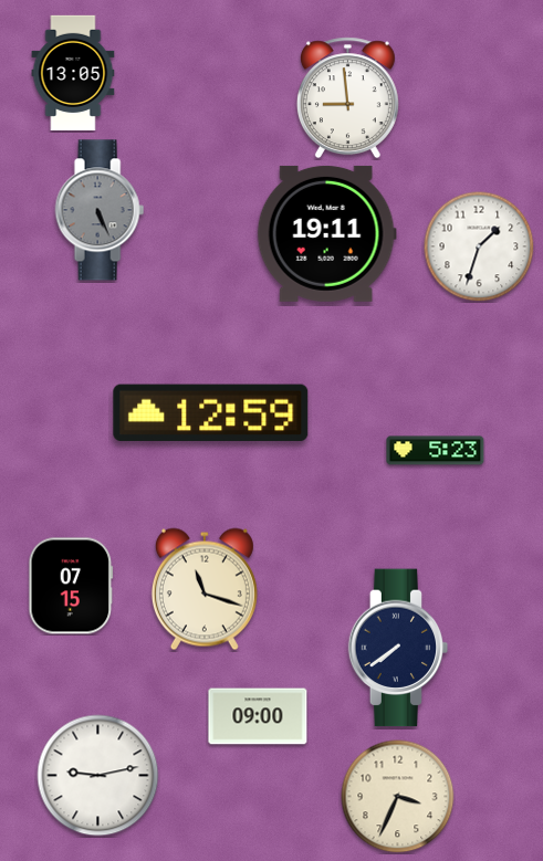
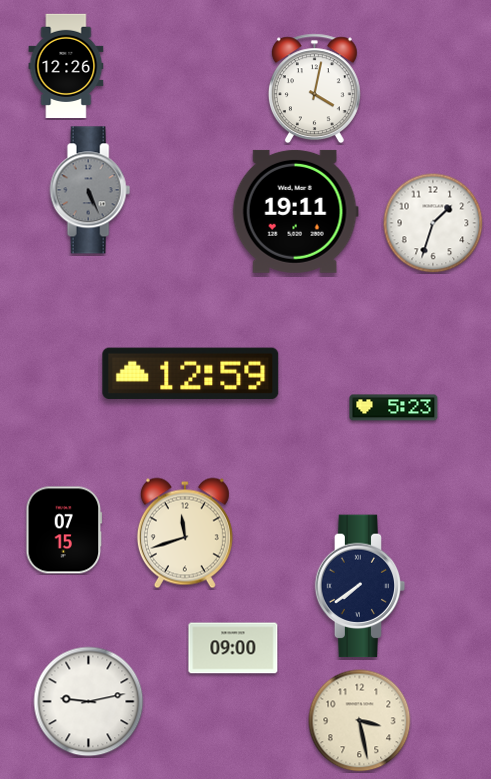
clock at (73, 72): 13:05 -> 12:26
clock at (347, 98): 8:59 -> 4:02
clock at (205, 589): 11:18 -> 11:42
clock at (398, 797): 3:34 -> 3:28
